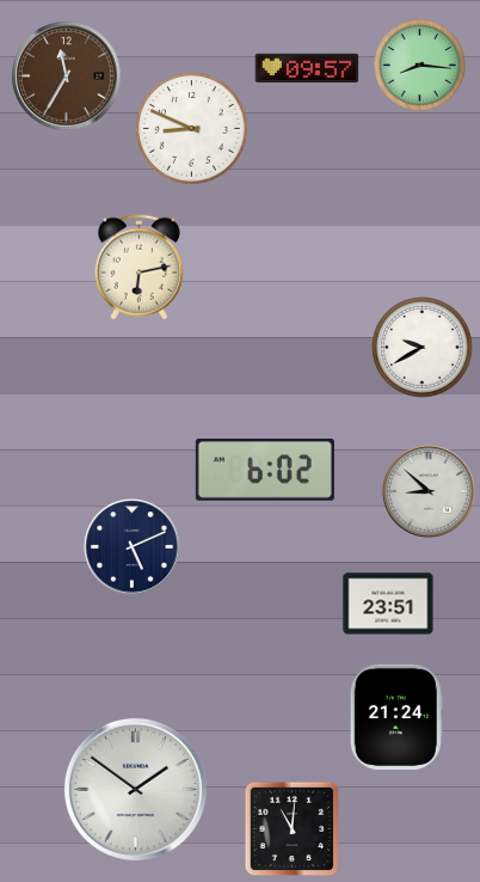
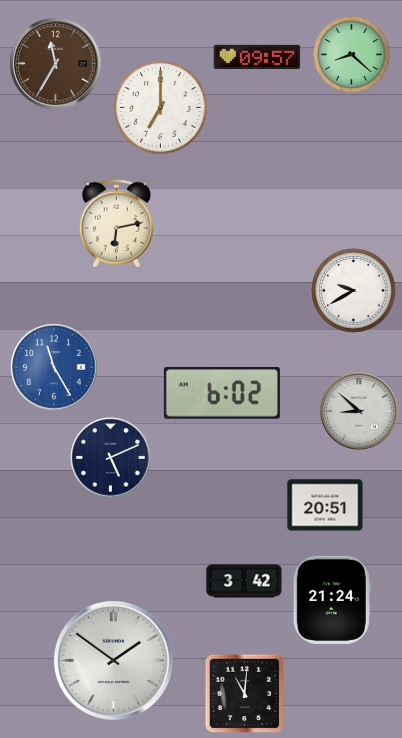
clock at (419, 65): 8:16 -> 8:22
clock at (192, 129): 8:49 -> 7:00
clock at (54, 367): none -> 11:25
clock at (388, 604): 23:51 -> 20:51
clock at (244, 581): none -> 3:42
